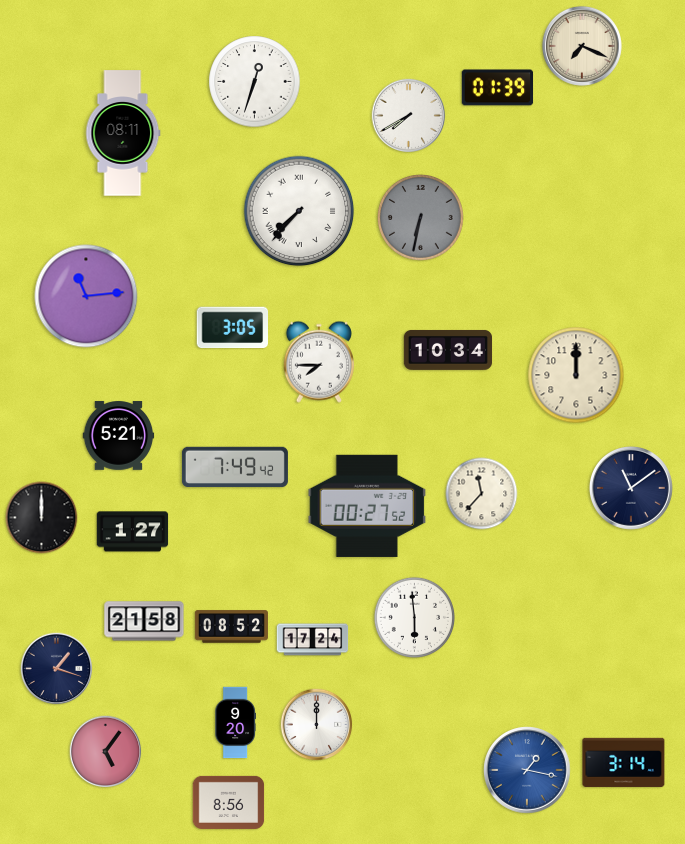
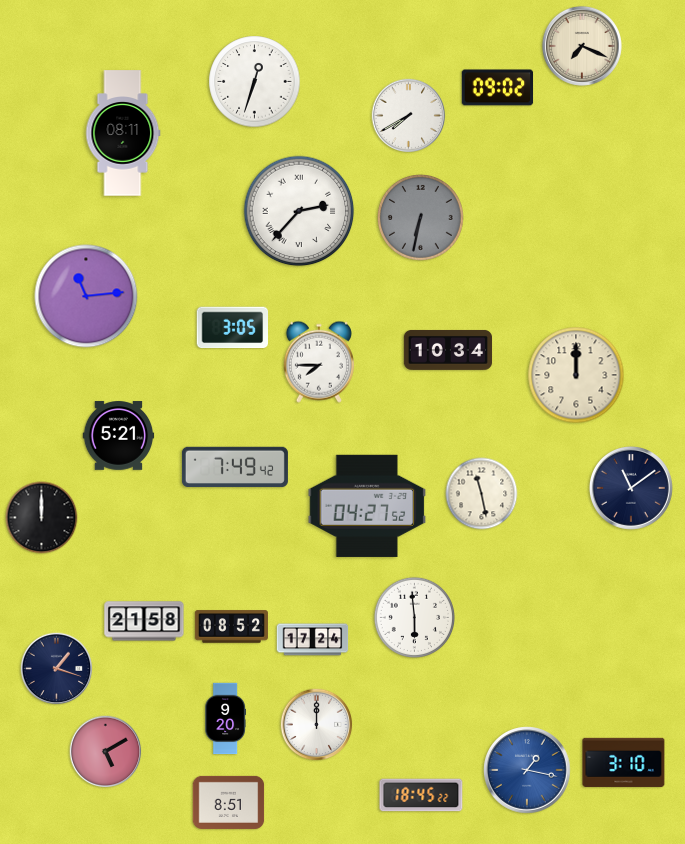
clock at (498, 88): 01:39 -> 09:02
clock at (299, 211): 7:37 -> 2:37
clock at (482, 494): 11:37 -> 11:28
clock at (367, 506): 00:27 -> 04:27
clock at (133, 532): 1:27 -> none
clock at (235, 723) position: (235, 723) -> (225, 719)
clock at (106, 752): 5:06 -> 5:10
clock at (624, 762): 3:14 -> 3:10
clock at (421, 795): none -> 18:45
clock at (229, 802): 8:56 -> 8:51
